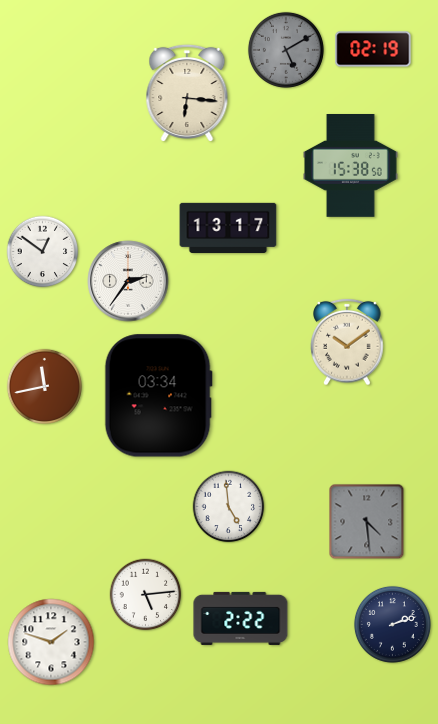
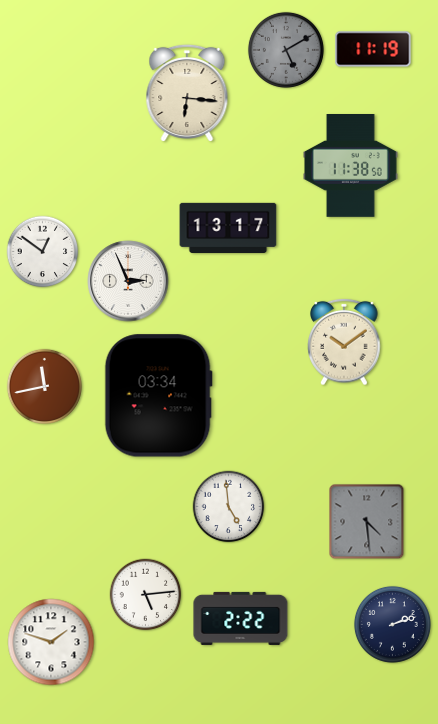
clock at (373, 49): 02:19 -> 11:19
clock at (350, 166): 15:38 -> 11:38
clock at (128, 281): 2:36 -> 2:56
clock at (347, 342) position: (347, 342) -> (344, 342)
